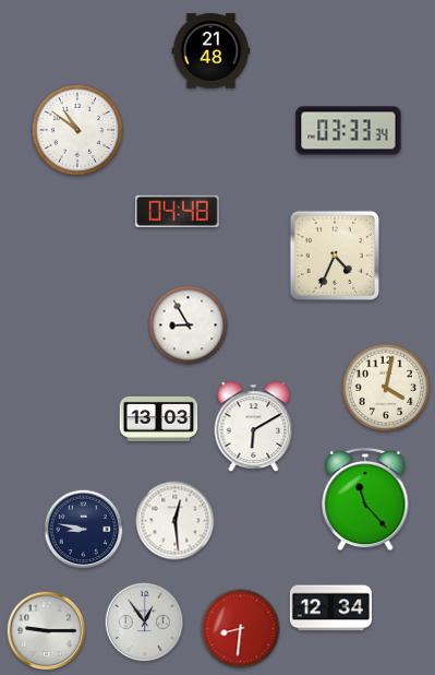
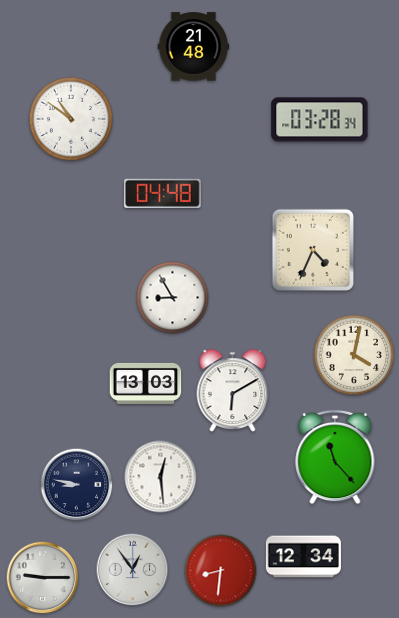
clock at (349, 131): 03:33 -> 03:28
clock at (335, 256) position: (335, 256) -> (313, 250)
clock at (241, 629) position: (241, 629) -> (221, 571)
